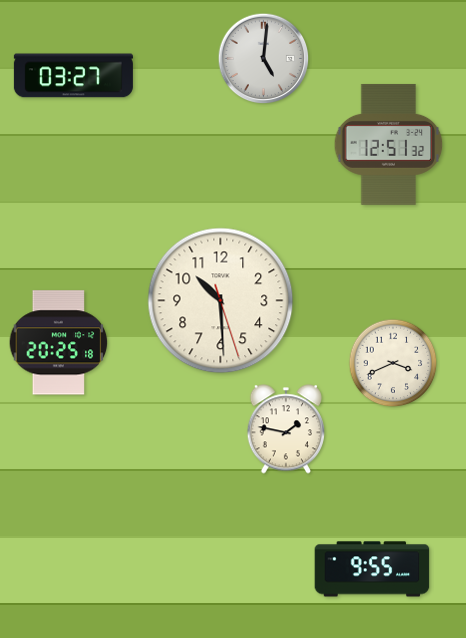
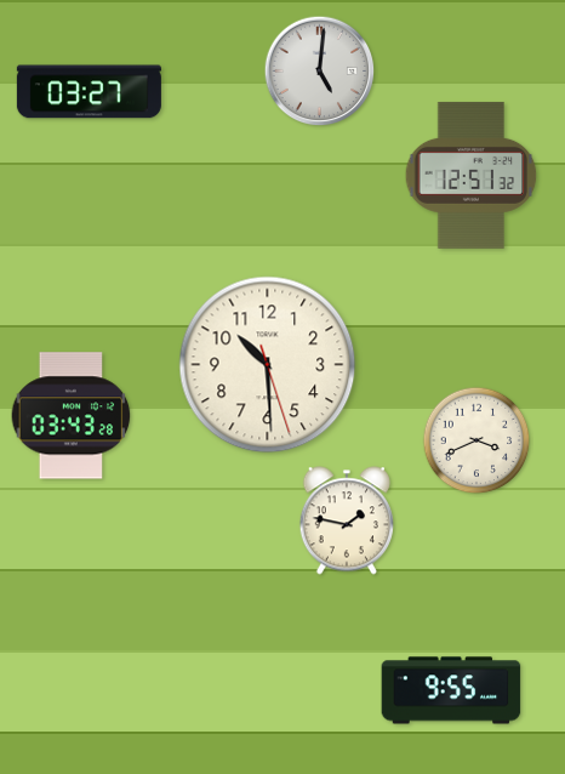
clock at (59, 343): 20:25 -> 03:43
